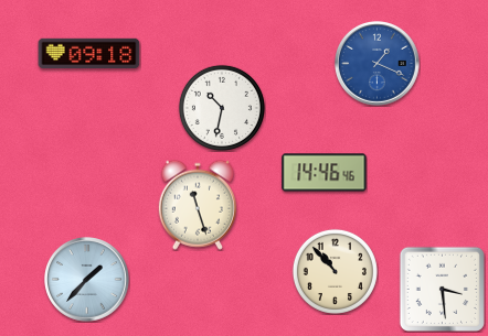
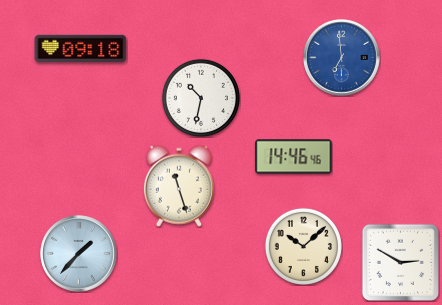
clock at (378, 64): 1:19 -> 6:59
clock at (335, 271): 10:53 -> 10:08
clock at (442, 289): 3:29 -> 2:50
